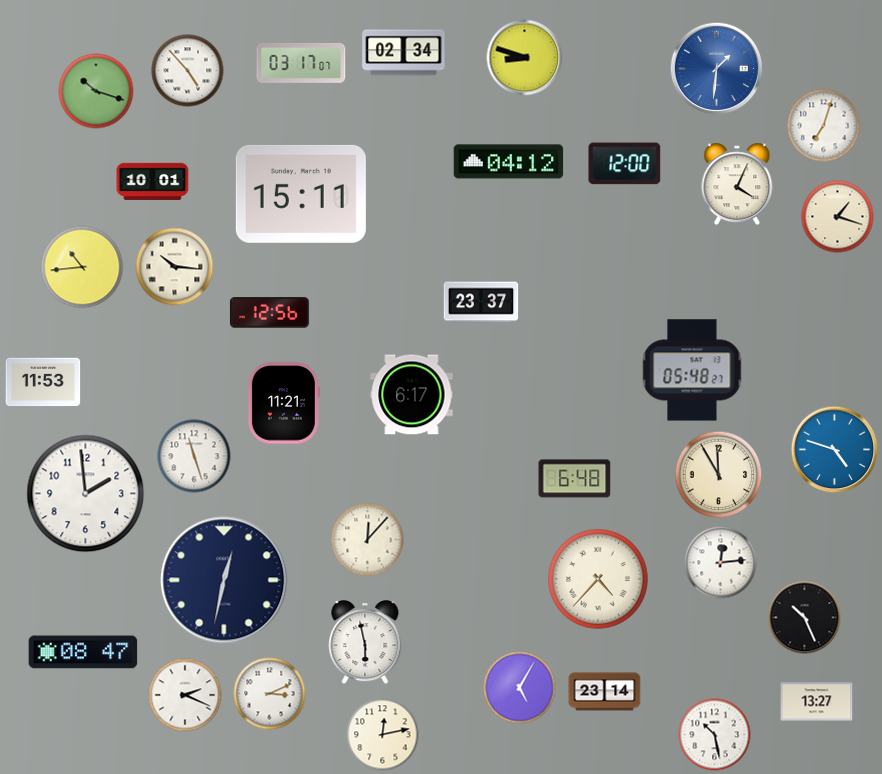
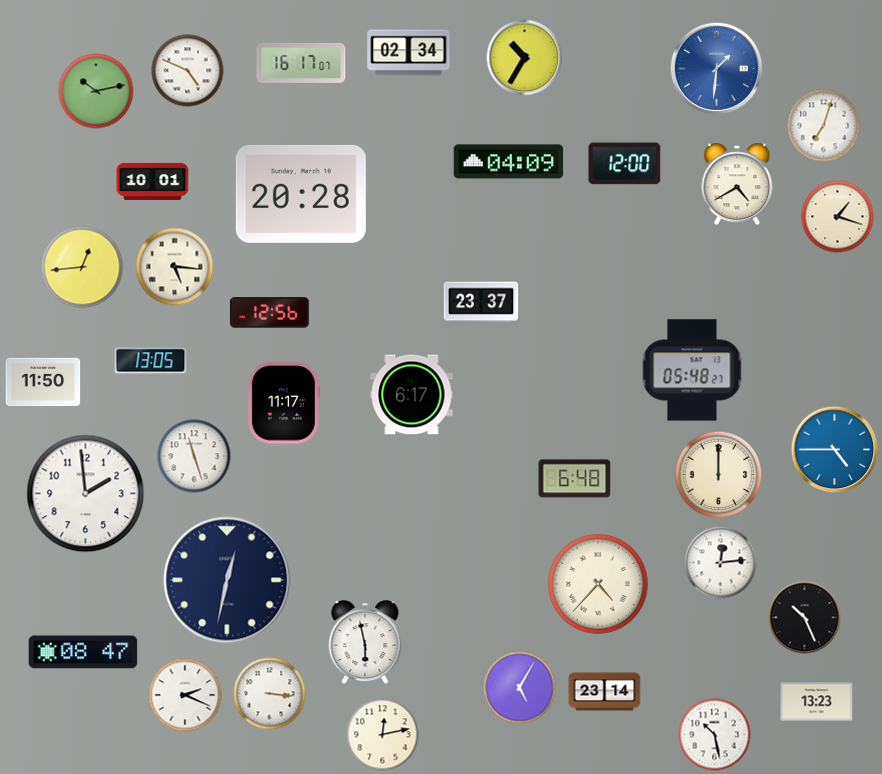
clock at (404, 53) position: (404, 53) -> (409, 53)
clock at (525, 58): 8:48 -> 10:35
clock at (301, 63): 03:17 -> 16:17
clock at (188, 71): 4:53 -> 4:49
clock at (96, 91): 10:18 -> 10:13
clock at (509, 162): 04:12 -> 04:09
clock at (737, 184): 4:04 -> 4:40
clock at (301, 194): 15:11 -> 20:28
clock at (82, 267): 10:44 -> 12:44
clock at (175, 267): 10:16 -> 5:16
clock at (151, 361): none -> 13:05
clock at (43, 382): 11:53 -> 11:50
clock at (283, 403): 11:21 -> 11:17
clock at (835, 450): 4:48 -> 4:45
clock at (719, 475): 11:55 -> 12:00
clock at (368, 540): 12:07 -> none
clock at (598, 579) position: (598, 579) -> (598, 584)
clock at (224, 580) position: (224, 580) -> (227, 580)
clock at (270, 694): 3:11 -> 3:16
clock at (817, 702): 13:27 -> 13:23
